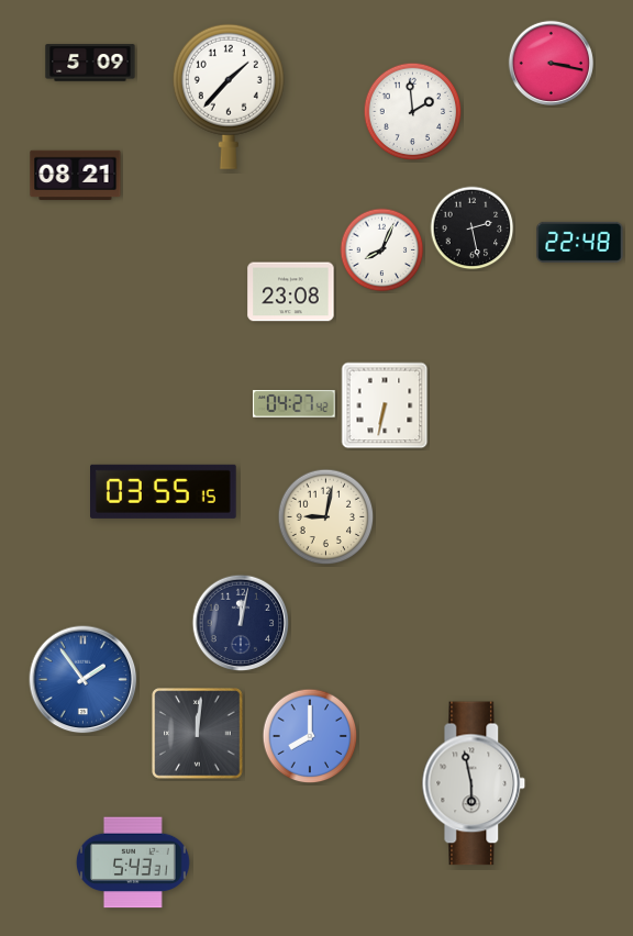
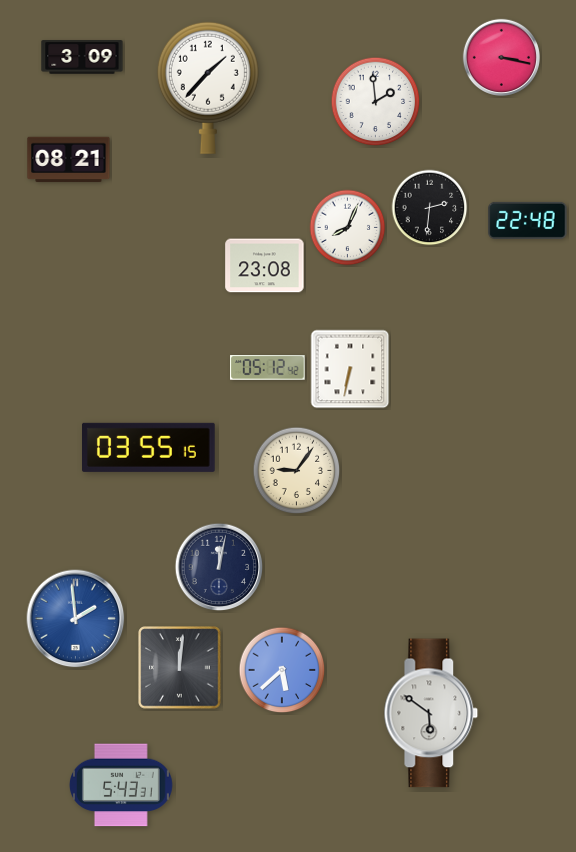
clock at (90, 63): 5:09 -> 3:09
clock at (473, 229): 2:28 -> 2:31
clock at (295, 404): 04:27 -> 05:12
clock at (326, 517): 9:02 -> 9:06
clock at (84, 680): 1:54 -> 1:59
clock at (310, 736): 8:00 -> 5:38
clock at (474, 783): 5:58 -> 5:51
